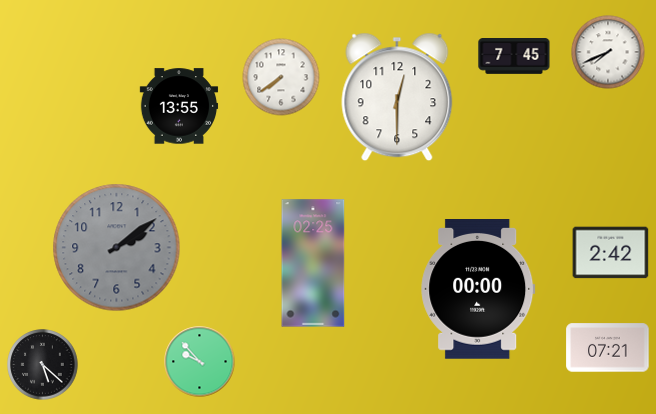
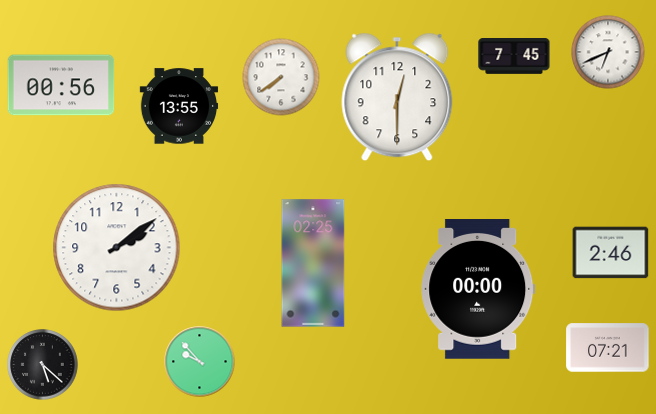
clock at (608, 52): 7:41 -> 6:41
clock at (61, 85): none -> 00:56
clock at (117, 248) dial: grey -> white
clock at (611, 253): 2:42 -> 2:46
